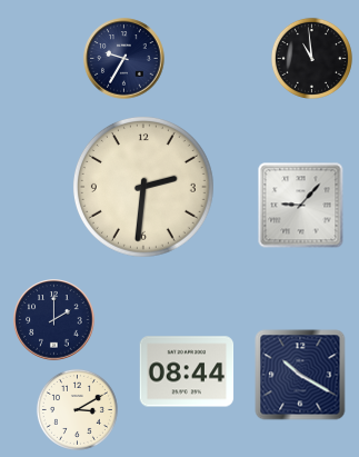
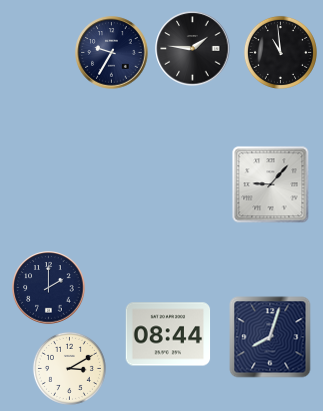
clock at (193, 49): none -> 1:46
clock at (143, 187): 2:31 -> none
clock at (300, 375): 10:20 -> 8:03
